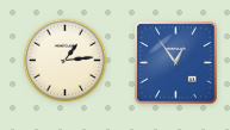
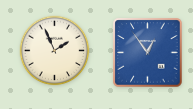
clock at (66, 61): 1:14 -> 1:56
